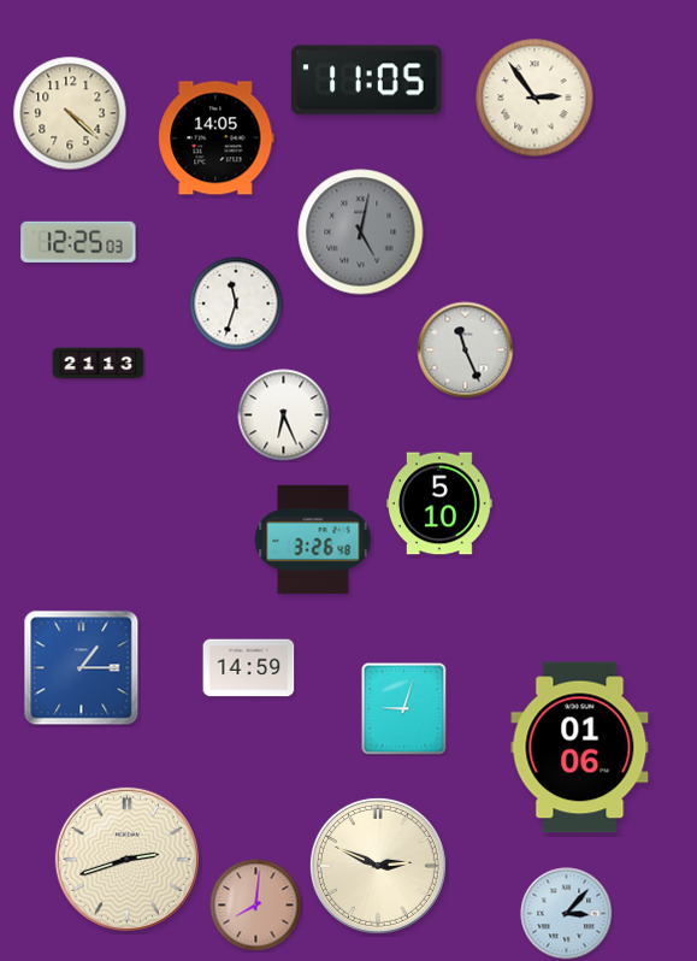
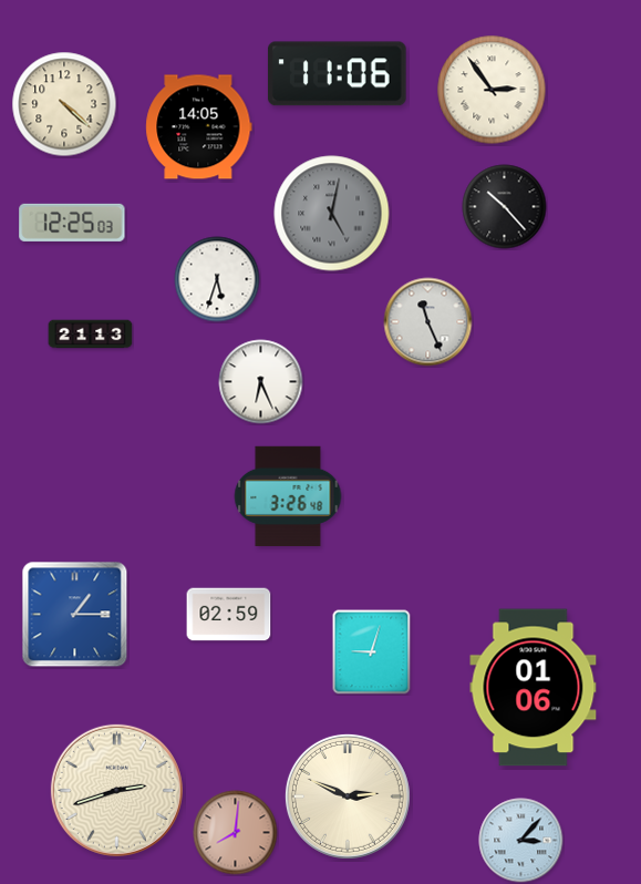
clock at (366, 81): 11:05 -> 11:06
clock at (505, 207): none -> 10:23
clock at (236, 303): 11:33 -> 5:33
clock at (441, 503): 5:10 -> none
clock at (249, 668): 14:59 -> 02:59
